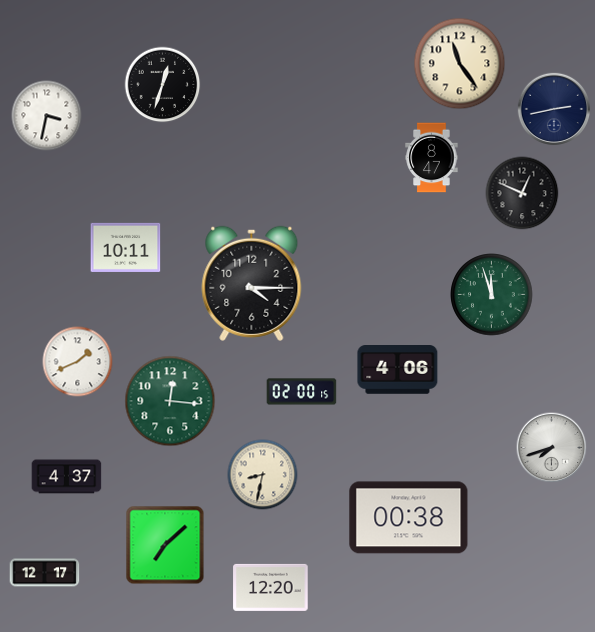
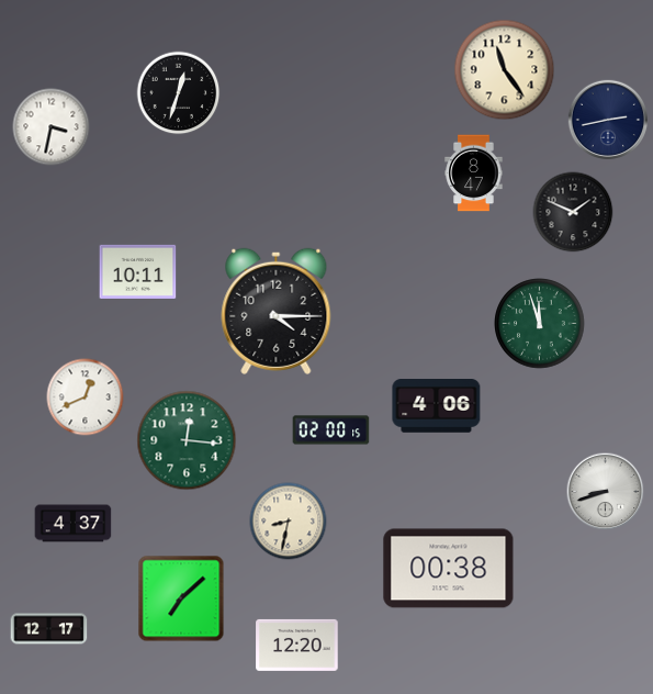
clock at (522, 193): 12:49 -> 1:49
clock at (78, 362): 1:41 -> 12:41
clock at (552, 448): 7:42 -> 8:42
